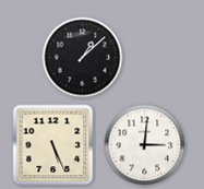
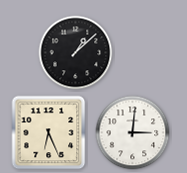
clock at (53, 145): 5:26 -> 6:26
